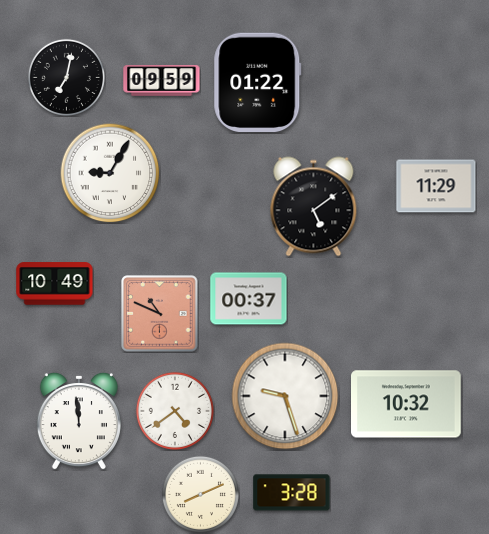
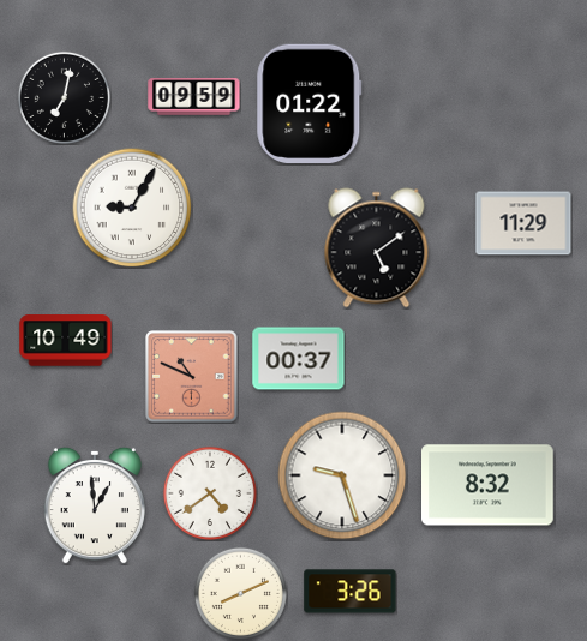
clock at (66, 77) position: (66, 77) -> (64, 97)
clock at (258, 82) position: (258, 82) -> (310, 103)
clock at (407, 404): 10:32 -> 8:32
clock at (79, 421): 11:59 -> 12:59
clock at (292, 493): 3:28 -> 3:26
